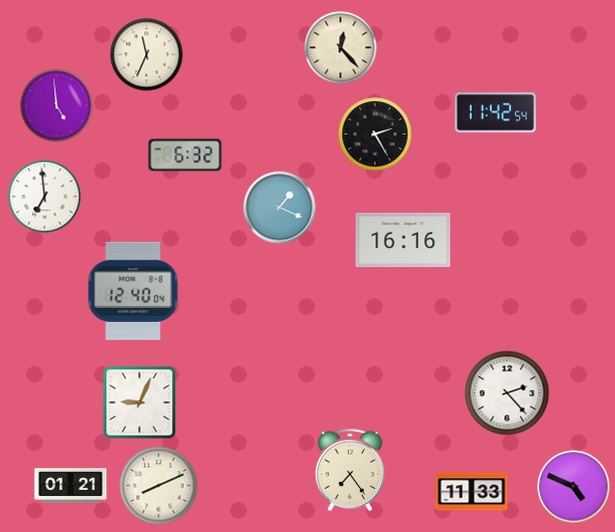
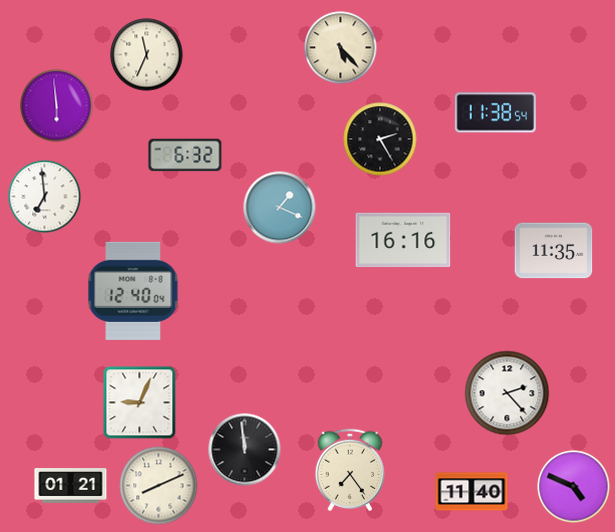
clock at (341, 48): 12:23 -> 5:23
clock at (57, 106): 4:59 -> 5:59
clock at (495, 113): 11:42 -> 11:38
clock at (375, 134) position: (375, 134) -> (380, 139)
clock at (554, 251): none -> 11:35
clock at (245, 450): none -> 11:59
clock at (472, 492): 11:33 -> 11:40
